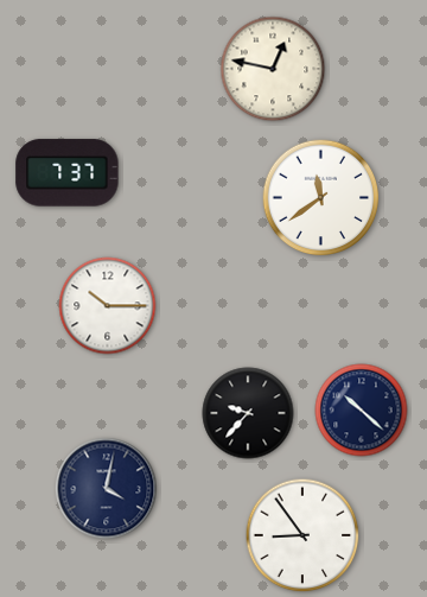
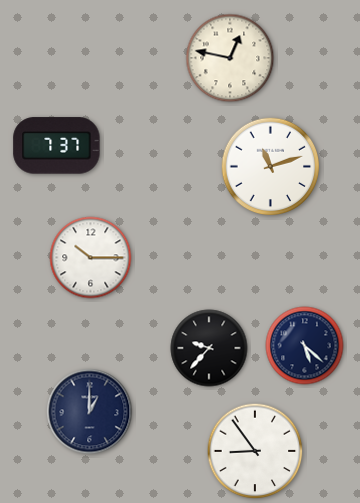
clock at (321, 198): 11:39 -> 11:12
clock at (362, 411): 10:22 -> 5:22
clock at (107, 489): 4:02 -> 1:00
